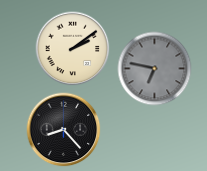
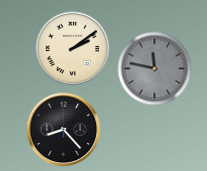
clock at (155, 69): 6:47 -> 11:47
